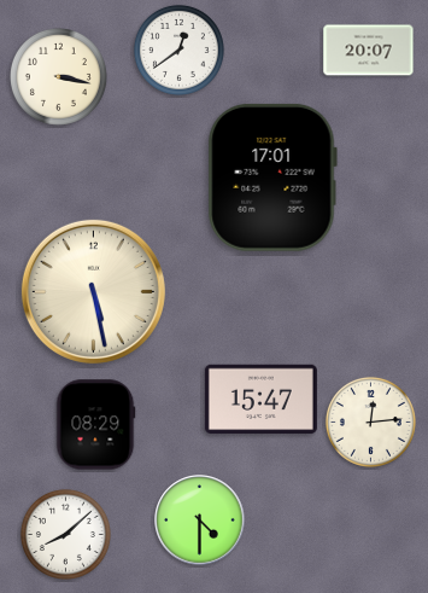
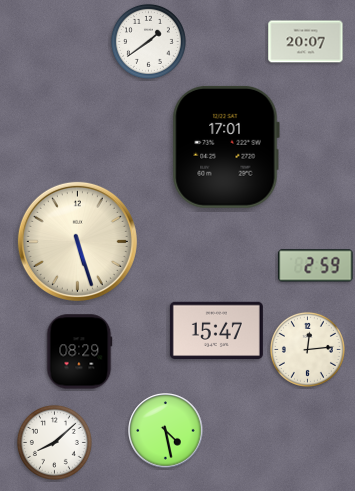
clock at (178, 50): 12:39 -> 1:39
clock at (58, 76): 3:17 -> none
clock at (93, 291): 5:28 -> 5:27
clock at (316, 266): none -> 2:59
clock at (200, 521): 4:30 -> 4:28
